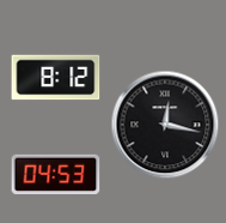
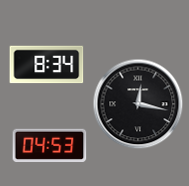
clock at (56, 78): 8:12 -> 8:34
clock at (56, 174) position: (56, 174) -> (50, 145)
